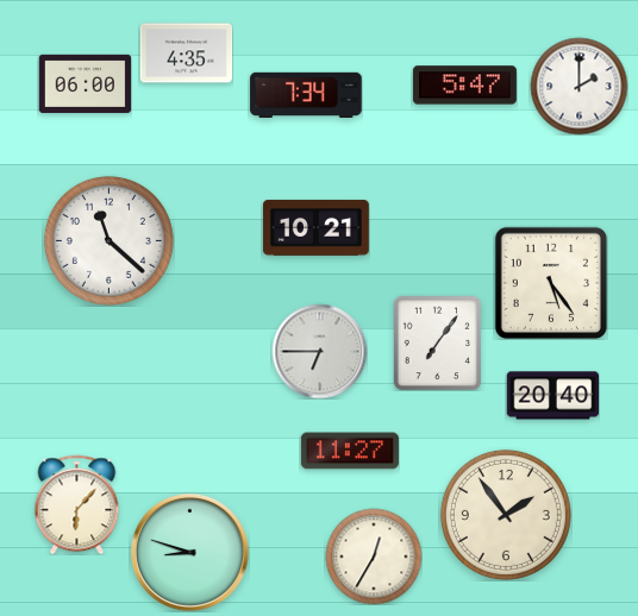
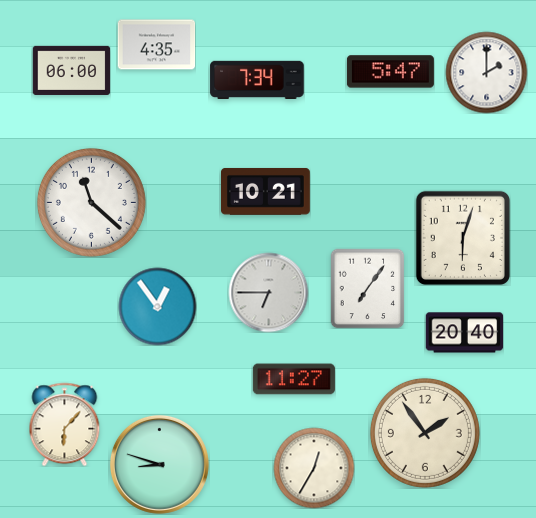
clock at (550, 282): 5:24 -> 6:03
clock at (319, 351) position: (319, 351) -> (268, 292)
clock at (157, 306): none -> 12:54
